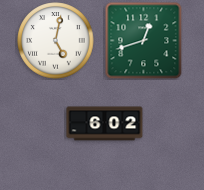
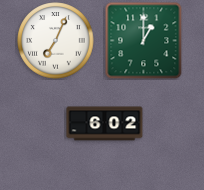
clock at (143, 40): 12:42 -> 1:00
clock at (56, 41): 5:02 -> 7:04
